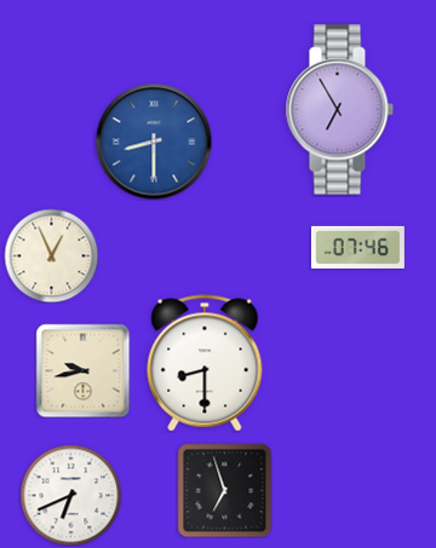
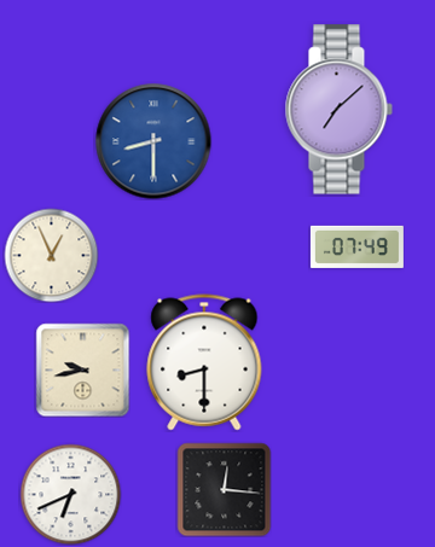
clock at (339, 110): 6:55 -> 7:08
clock at (357, 247): 07:46 -> 07:49
clock at (224, 490): 6:57 -> 12:16
